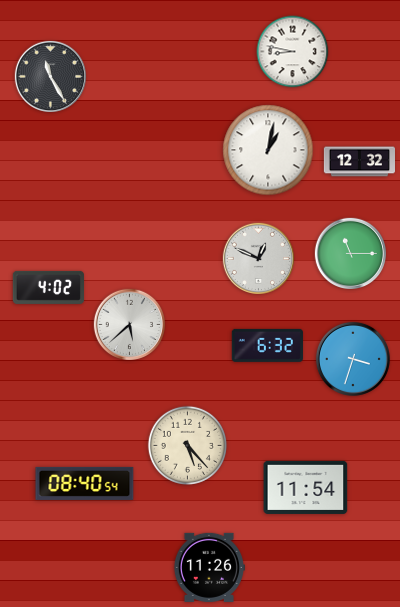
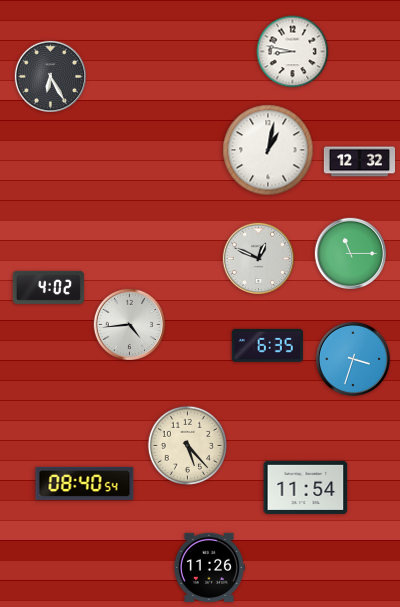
clock at (50, 76): 11:25 -> 6:25
clock at (129, 324): 5:38 -> 4:44
clock at (267, 345): 6:32 -> 6:35
